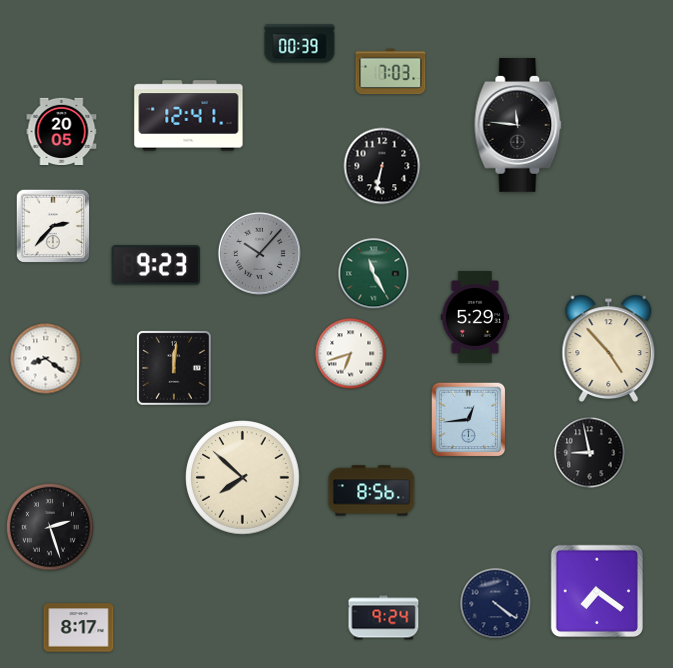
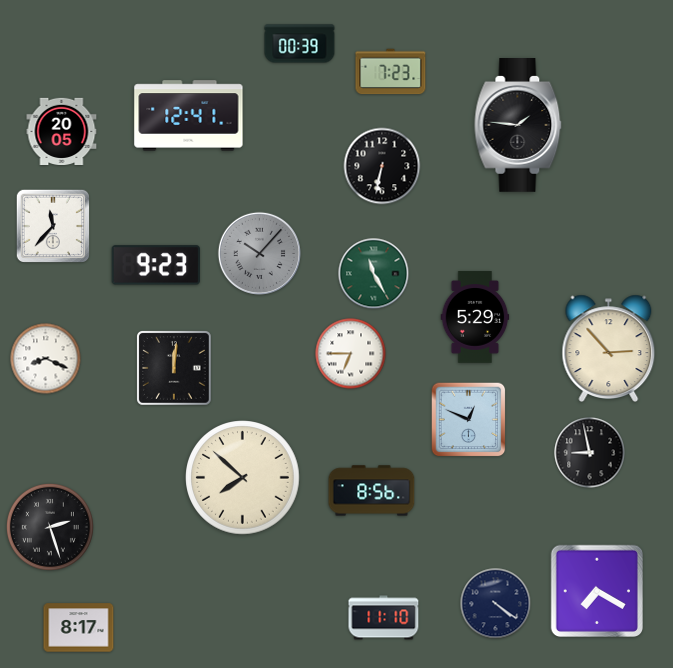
clock at (391, 72): 7:03 -> 7:23
clock at (518, 126): 11:46 -> 1:46
clock at (52, 225): 2:37 -> 11:37
clock at (609, 348): 4:53 -> 2:53
clock at (351, 354): 6:42 -> 6:45
clock at (46, 359): 8:21 -> 8:19
clock at (469, 420): 12:44 -> 12:49
clock at (596, 590): 7:21 -> 7:20
clock at (384, 618): 9:24 -> 11:10
